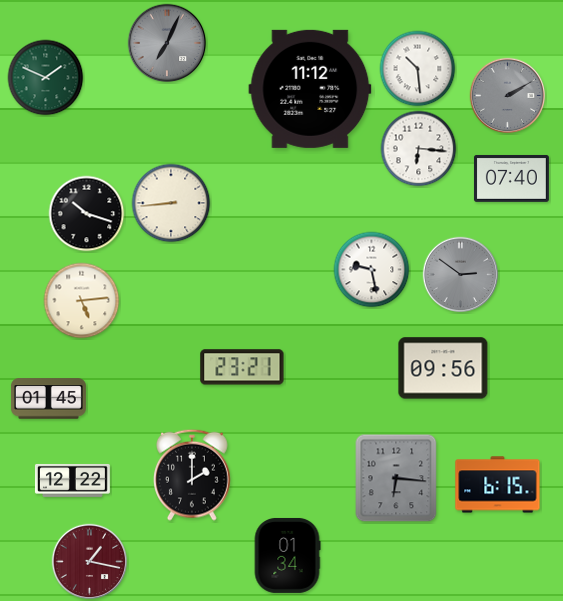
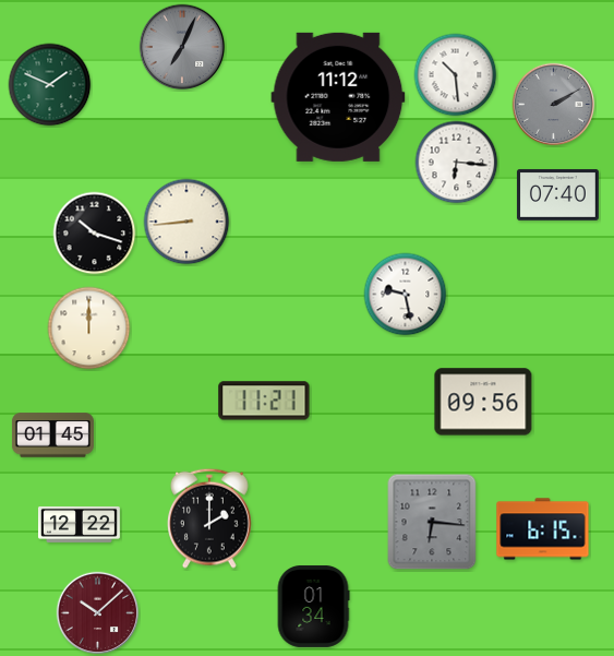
clock at (461, 275): 2:51 -> none
clock at (82, 301): 5:14 -> 12:00
clock at (242, 367): 23:21 -> 11:21
clock at (90, 562): 1:17 -> 10:08
